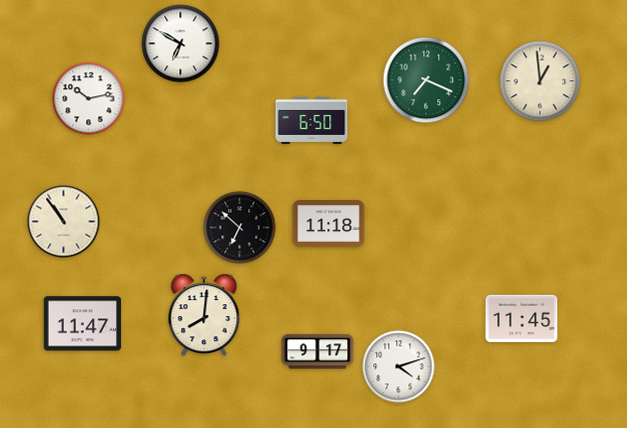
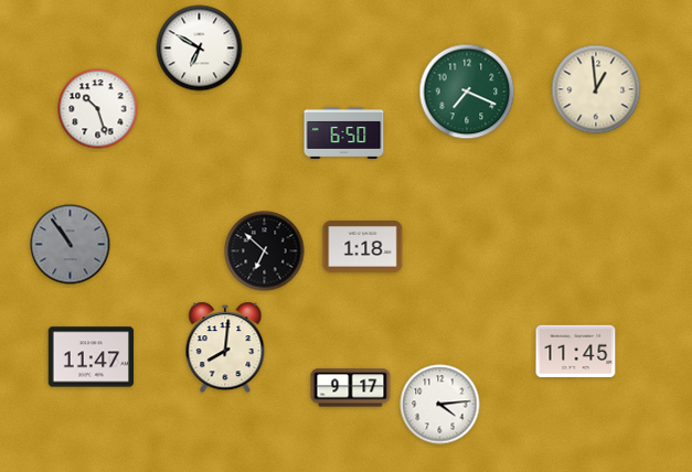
clock at (426, 80) position: (426, 80) -> (467, 92)
clock at (89, 99): 10:13 -> 10:27
clock at (64, 222) dial: cream -> grey
clock at (329, 224): 11:18 -> 1:18
clock at (399, 367): 4:12 -> 4:14
